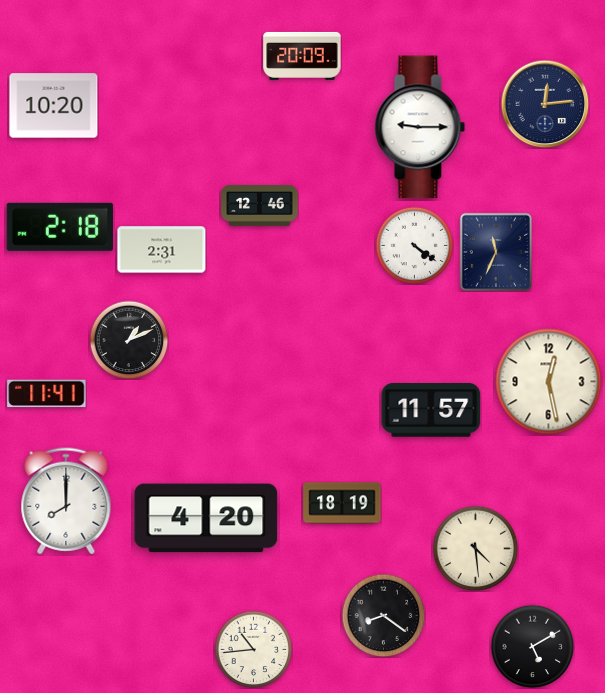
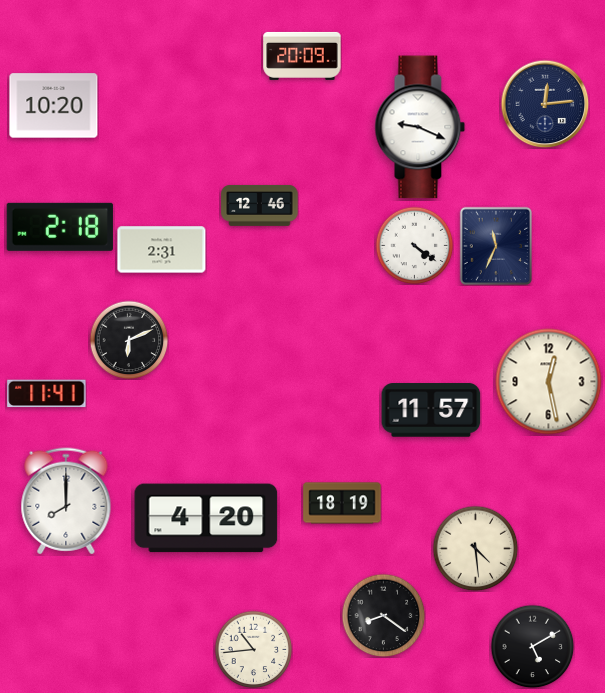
clock at (420, 127): 9:15 -> 9:19
clock at (495, 251) position: (495, 251) -> (495, 245)
clock at (129, 340): 1:11 -> 6:11
